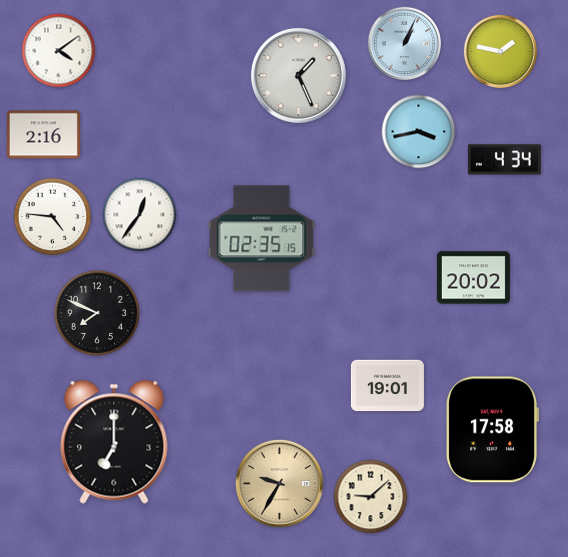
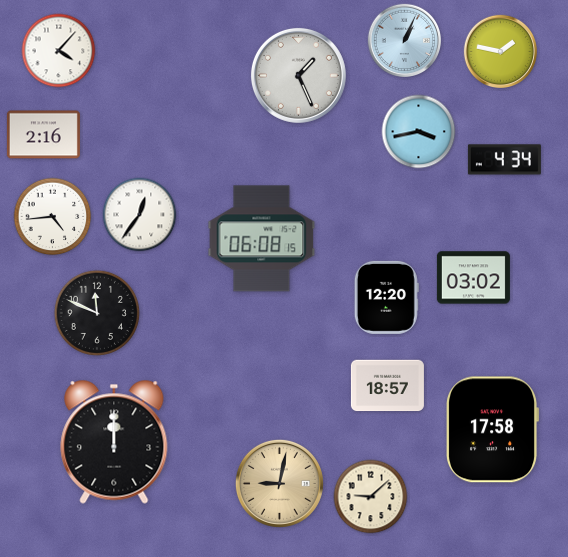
clock at (404, 43) position: (404, 43) -> (404, 40)
clock at (59, 51): 4:09 -> 4:07
clock at (53, 217): 4:46 -> 4:44
clock at (262, 239): 02:35 -> 06:08
clock at (473, 278): 20:02 -> 03:02
clock at (386, 297): none -> 12:20
clock at (97, 313): 7:49 -> 11:49
clock at (387, 386): 19:01 -> 18:57
clock at (114, 442): 7:00 -> 12:00
clock at (279, 483): 9:35 -> 9:02
